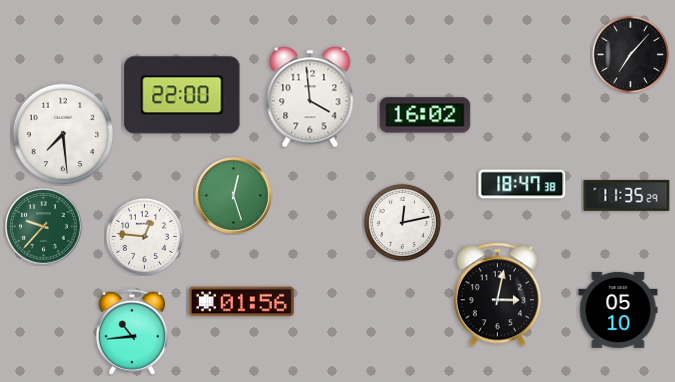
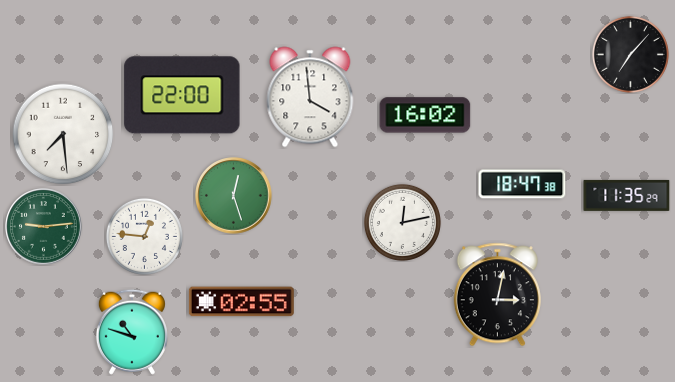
clock at (44, 227): 9:37 -> 9:14
clock at (241, 302): 01:56 -> 02:55
clock at (618, 310): 05:10 -> none
clock at (132, 332): 10:44 -> 10:48
